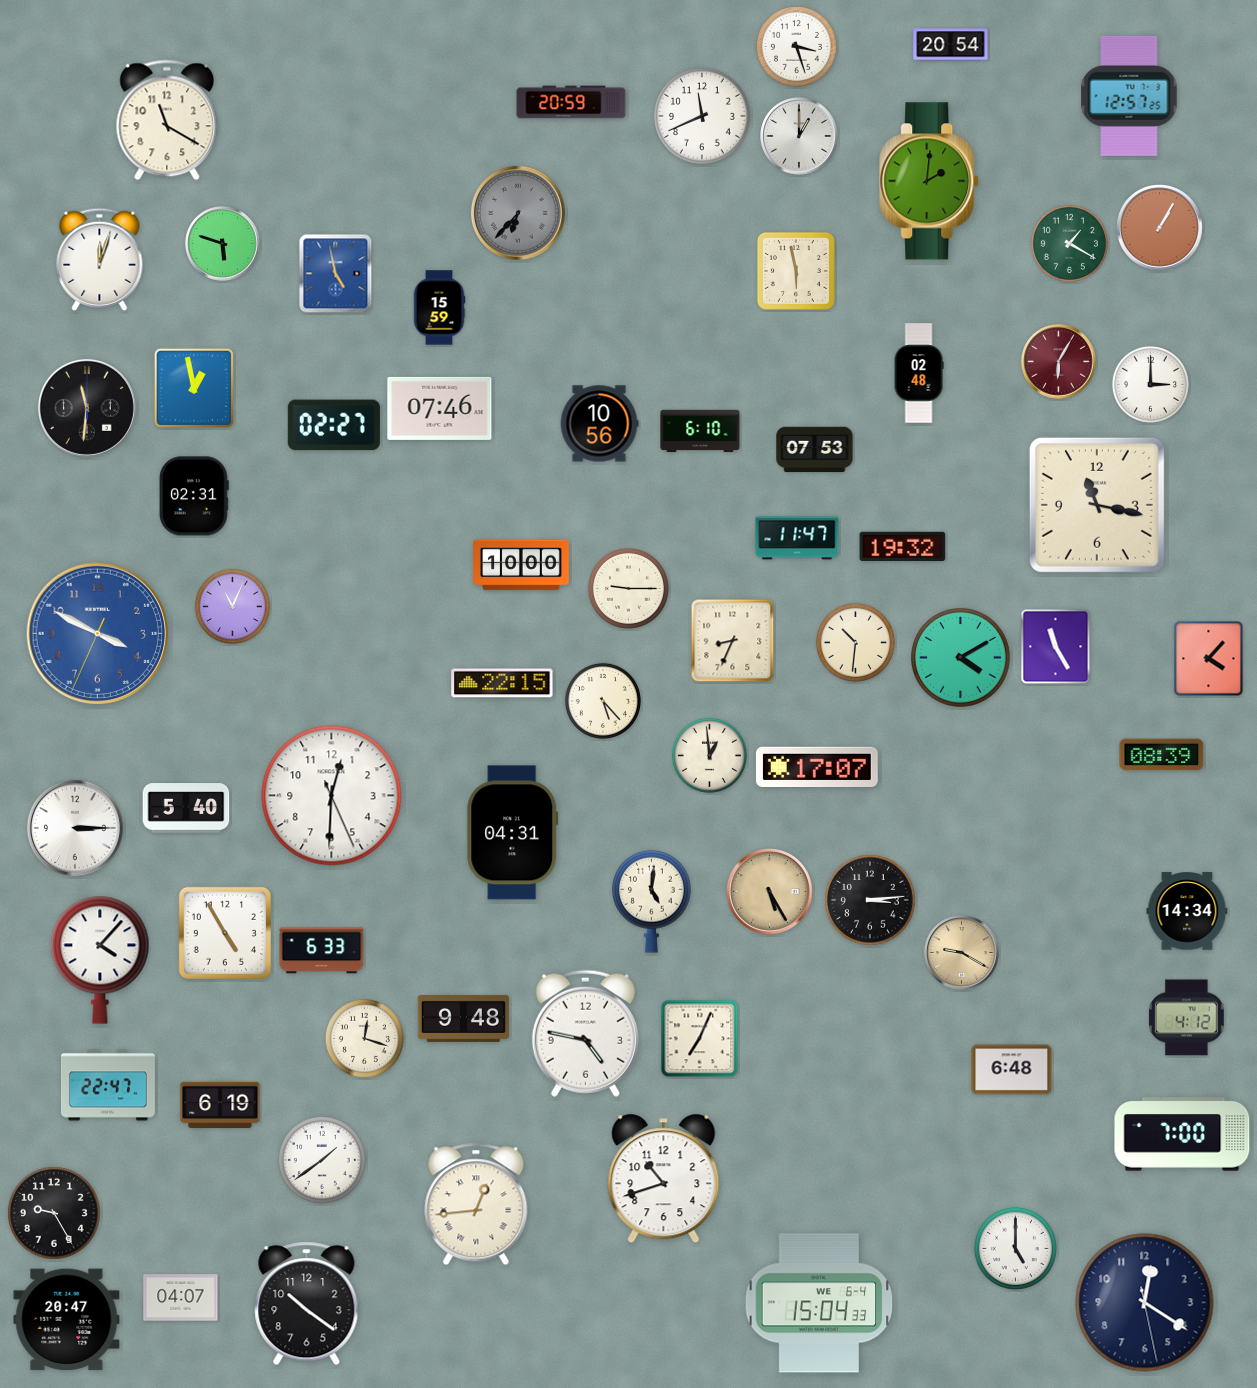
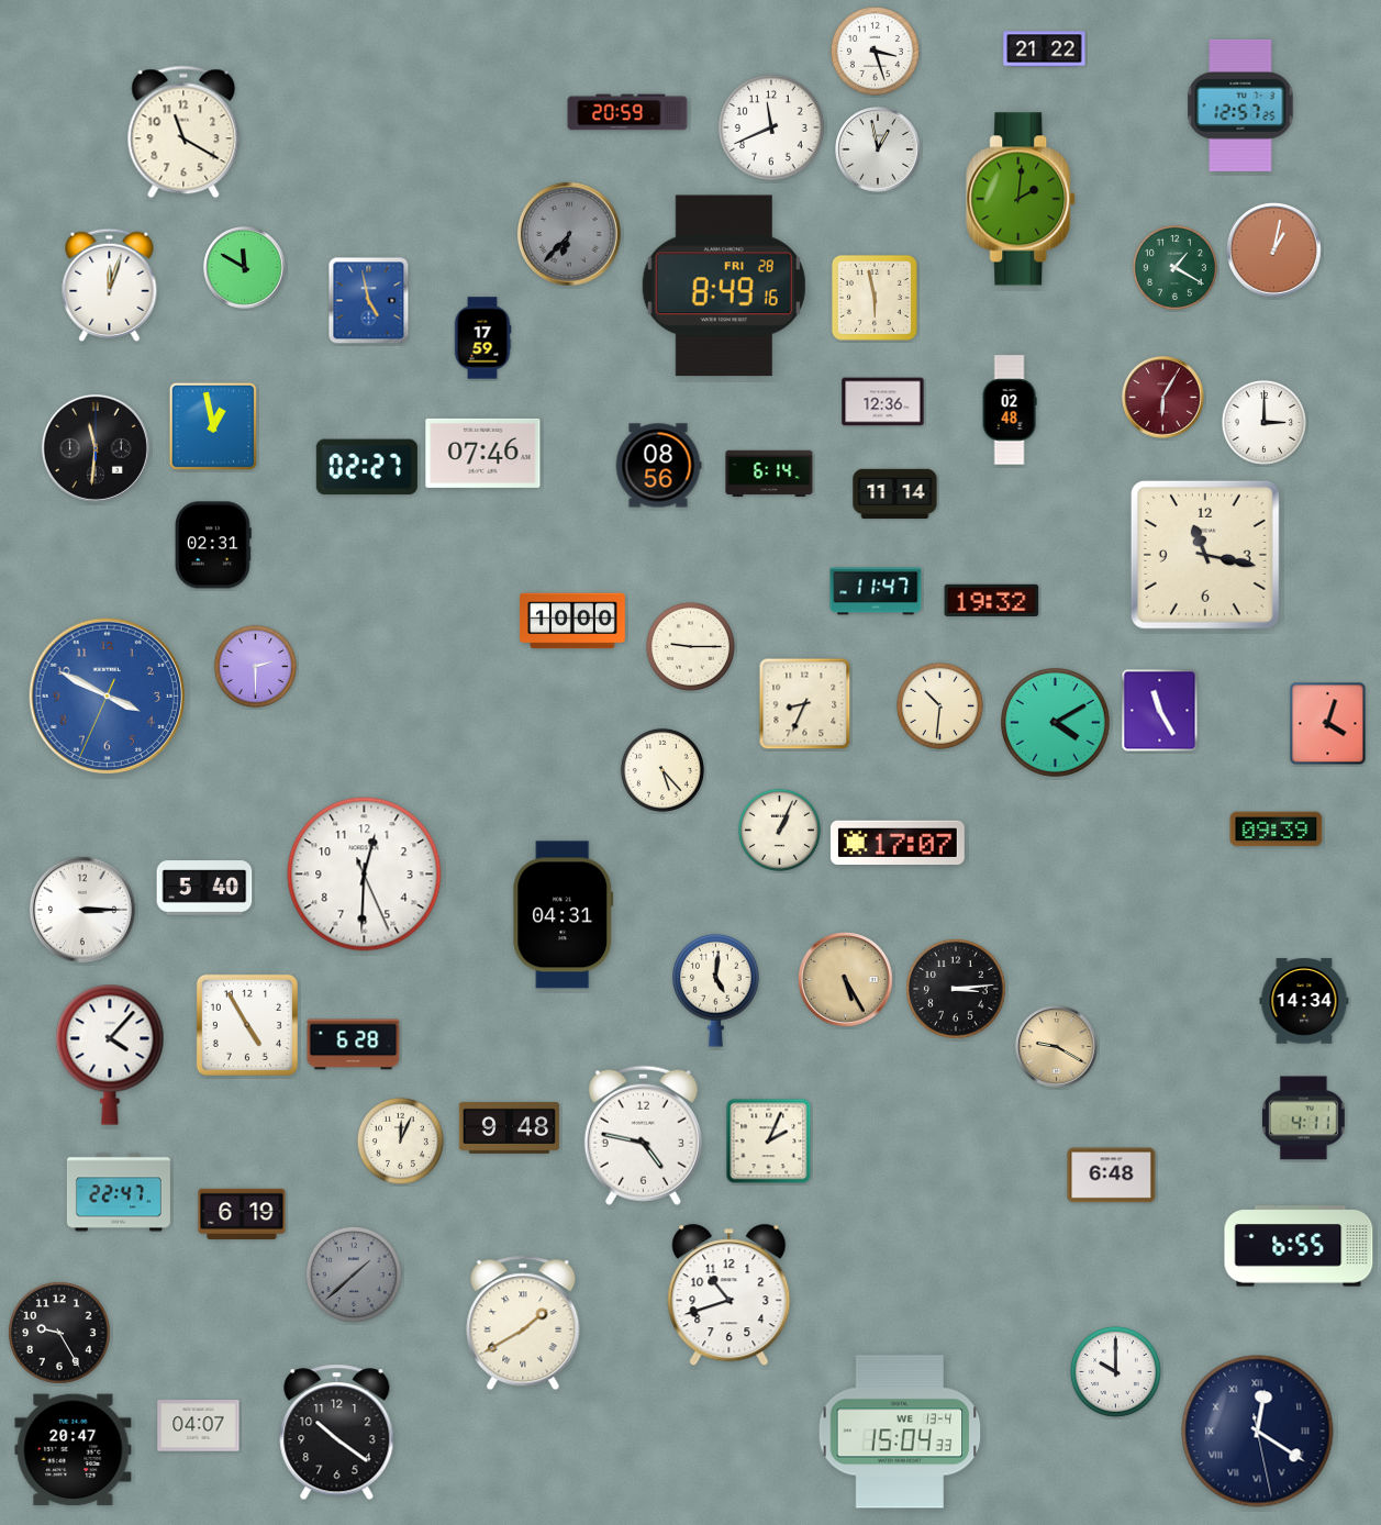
clock at (951, 45): 20:54 -> 21:22
clock at (799, 136): 1:00 -> 12:58
clock at (1160, 228): 1:05 -> 1:02
clock at (223, 244): 5:48 -> 11:50
clock at (724, 286): none -> 8:49
clock at (439, 308): 15:59 -> 17:59
clock at (883, 402): none -> 12:36
clock at (440, 408) position: (440, 408) -> (483, 453)
clock at (599, 424): 10:56 -> 08:56
clock at (700, 431): 6:10 -> 6:14
clock at (815, 450): 07:53 -> 11:14
clock at (232, 606): 11:04 -> 2:30
clock at (1209, 659): 4:07 -> 4:03
clock at (502, 683): 22:15 -> none
clock at (709, 755): 12:59 -> 1:04
clock at (1162, 755): 08:39 -> 09:39
clock at (322, 951): 6:33 -> 6:28
clock at (463, 1018) position: (463, 1018) -> (509, 1127)
clock at (1187, 1018): 4:12 -> 4:11
clock at (364, 1038): 12:18 -> 12:04
clock at (700, 1039): 7:04 -> 2:04
clock at (1182, 1134): 7:00 -> 6:55
clock at (322, 1160): 1:39 -> 1:38
clock at (322, 1160) dial: white -> grey
clock at (476, 1204): 12:44 -> 1:40
clock at (1015, 1248): 5:00 -> 10:00
clock at (819, 1303) date: WE 6-4 -> WE 13-4
clock at (1145, 1303) numerals: Arabic -> Roman
